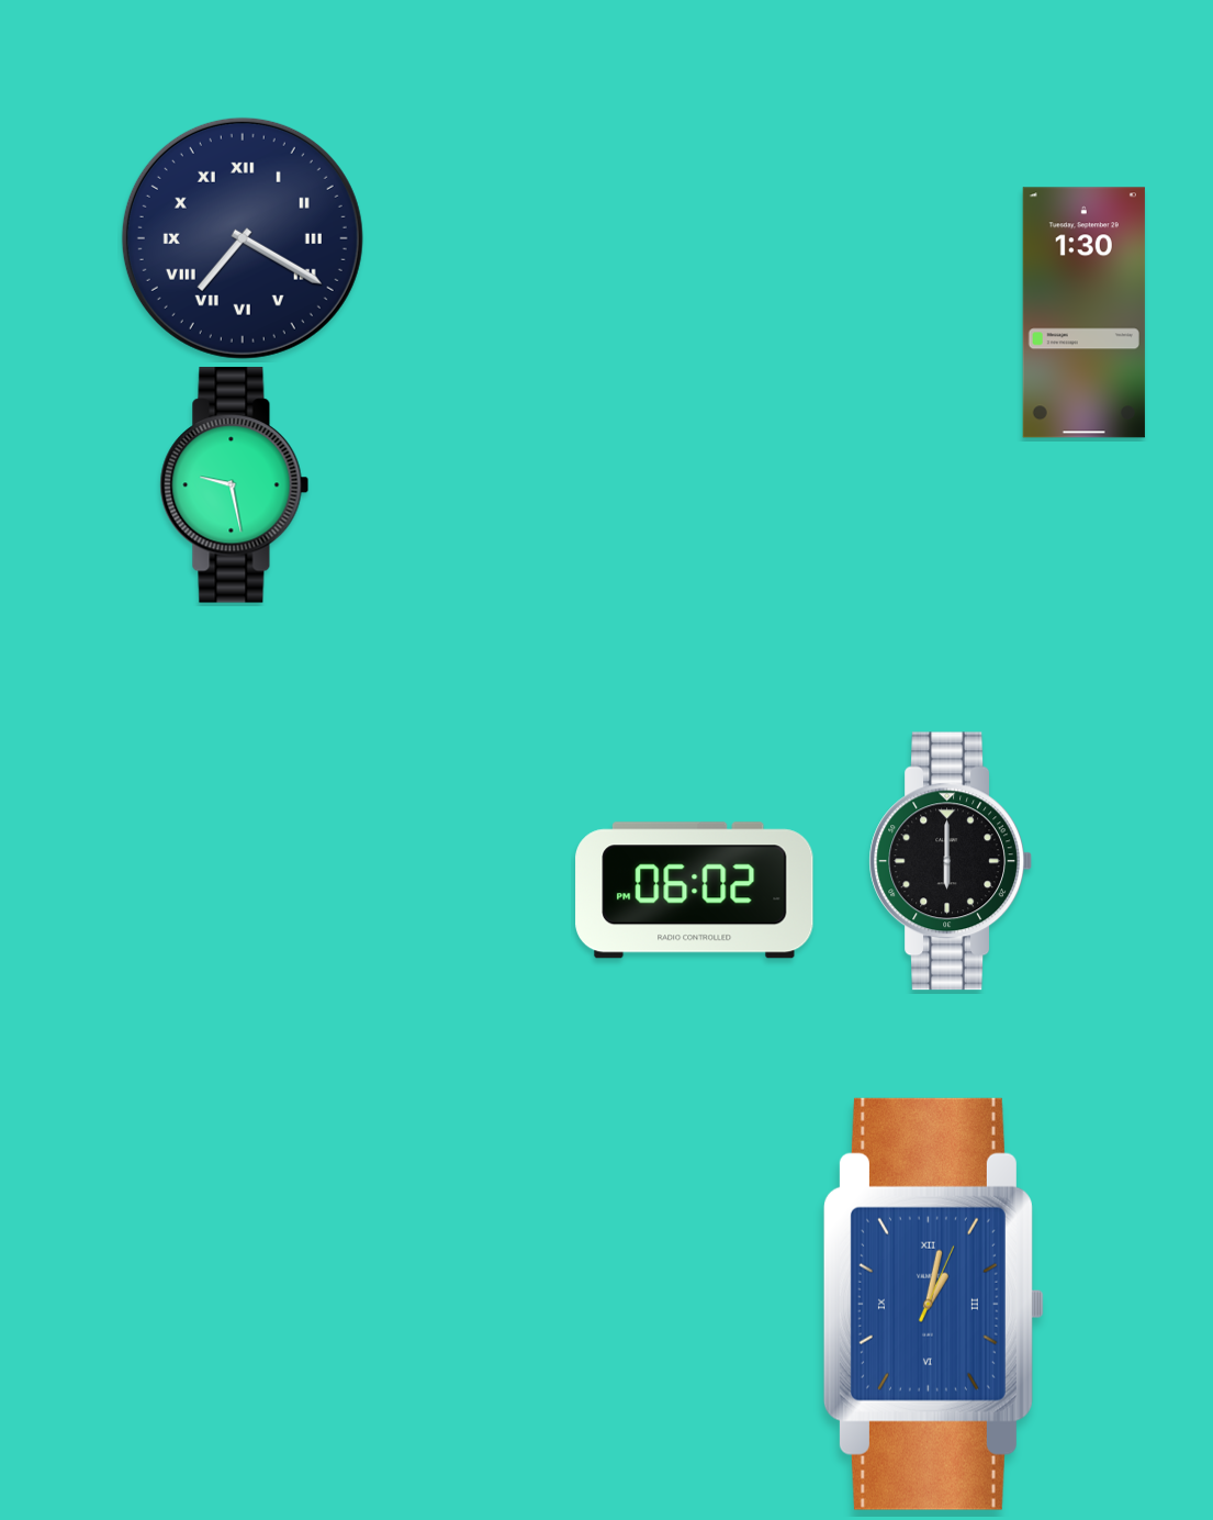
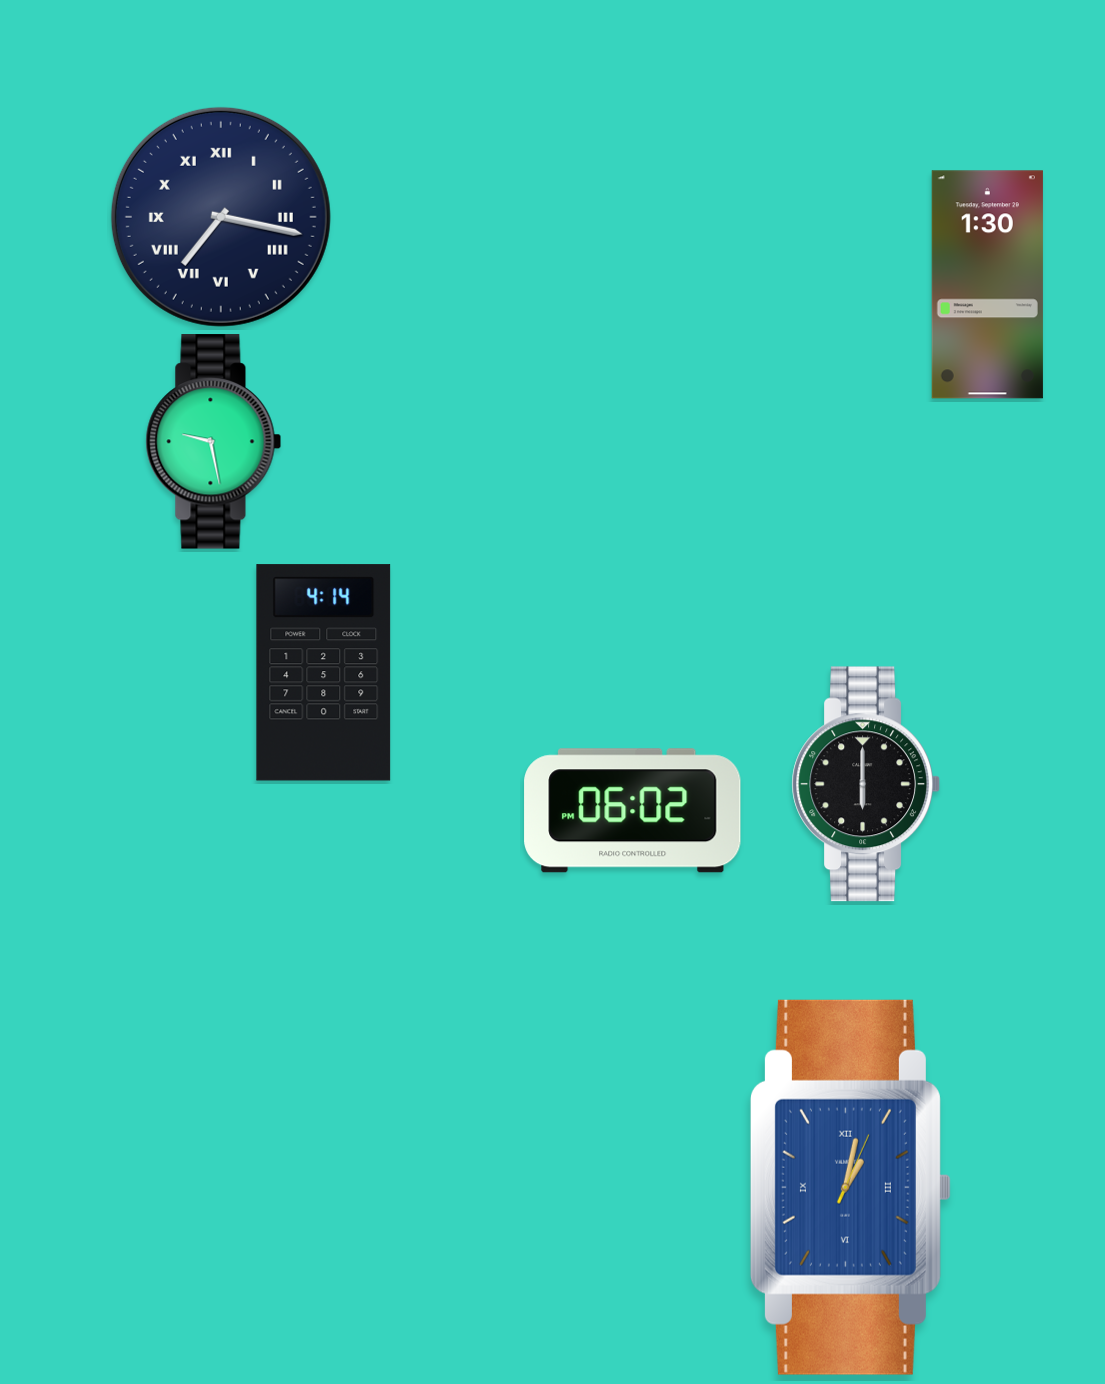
clock at (243, 238): 7:20 -> 7:17
clock at (324, 673): none -> 4:14
